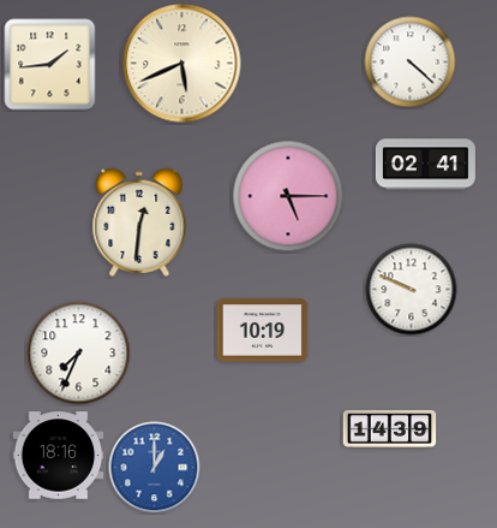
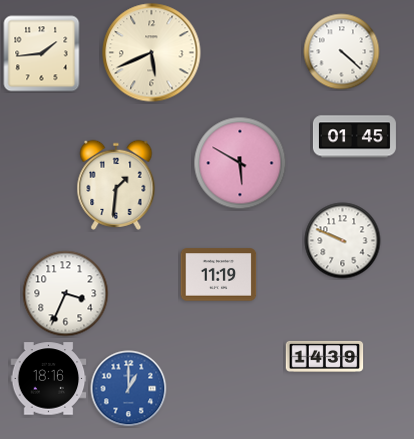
clock at (425, 165): 02:41 -> 01:45
clock at (288, 196): 5:15 -> 5:50
clock at (139, 223): 12:31 -> 1:31
clock at (263, 331): 10:19 -> 11:19
clock at (79, 354): 7:34 -> 3:34
